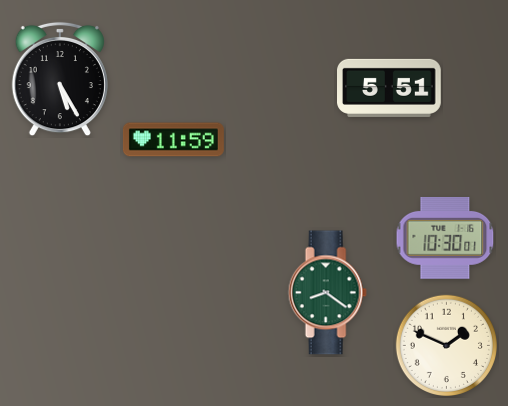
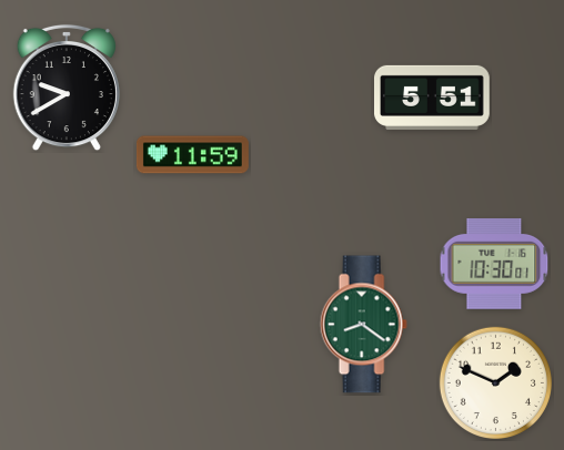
clock at (60, 79): 5:25 -> 9:40
